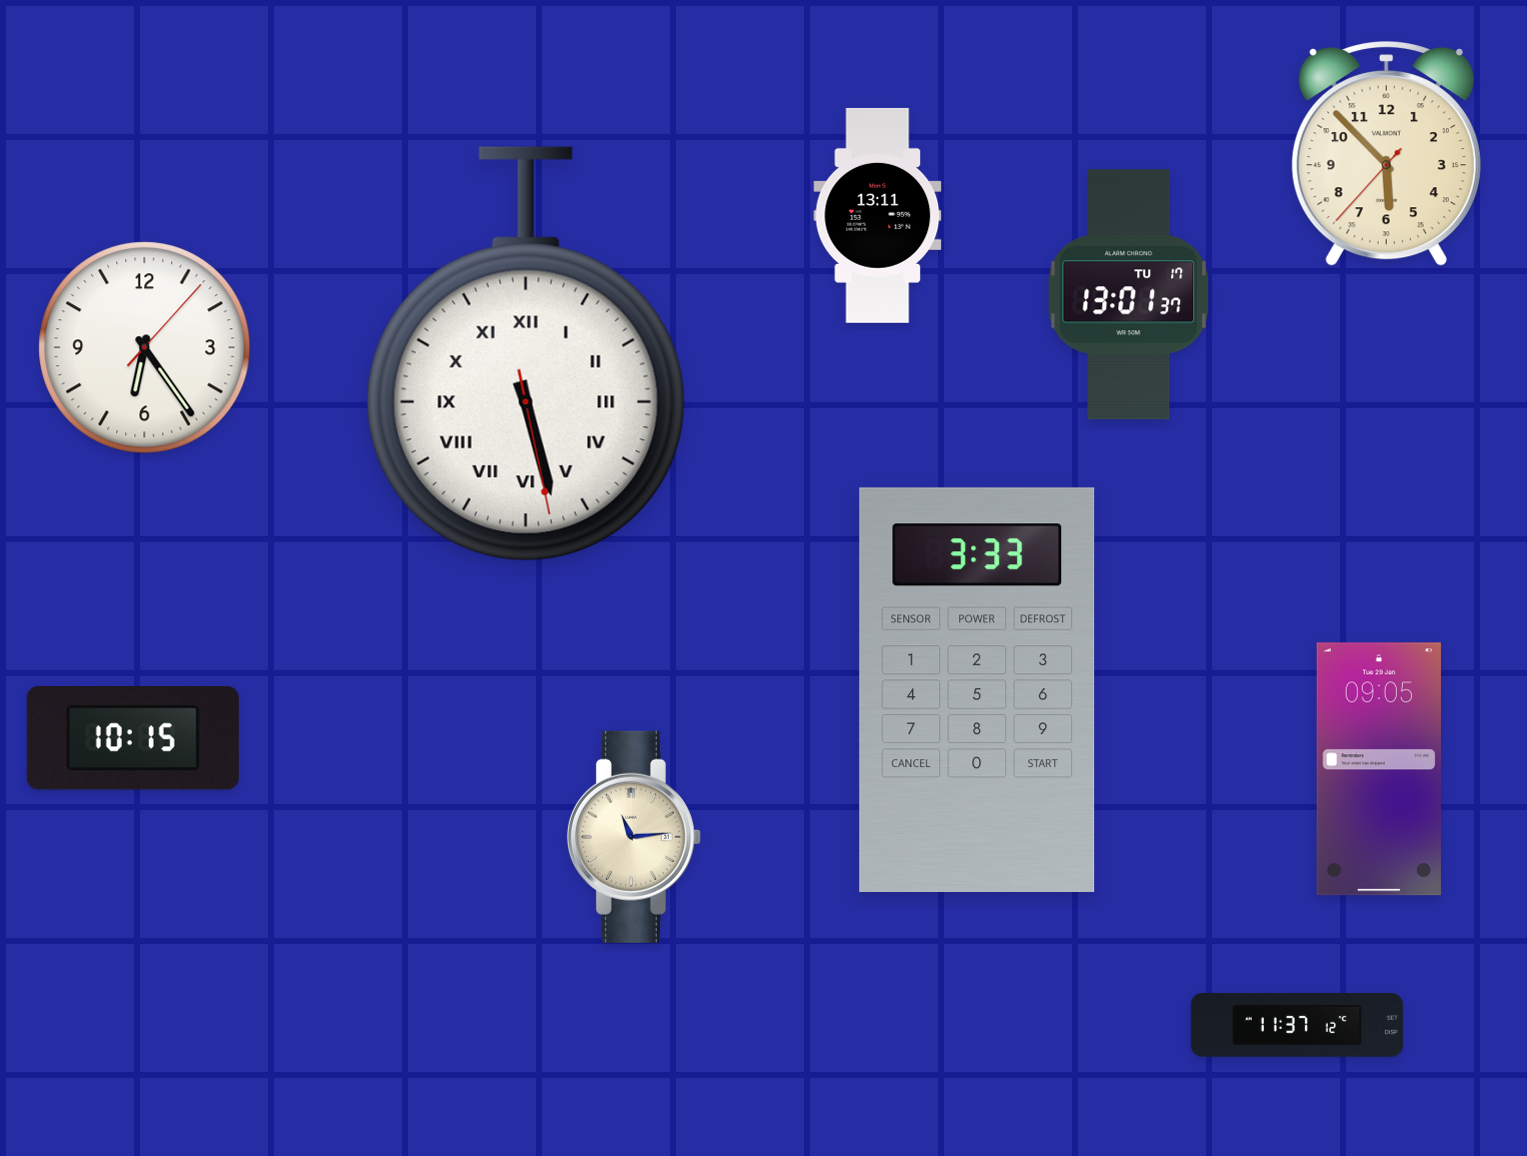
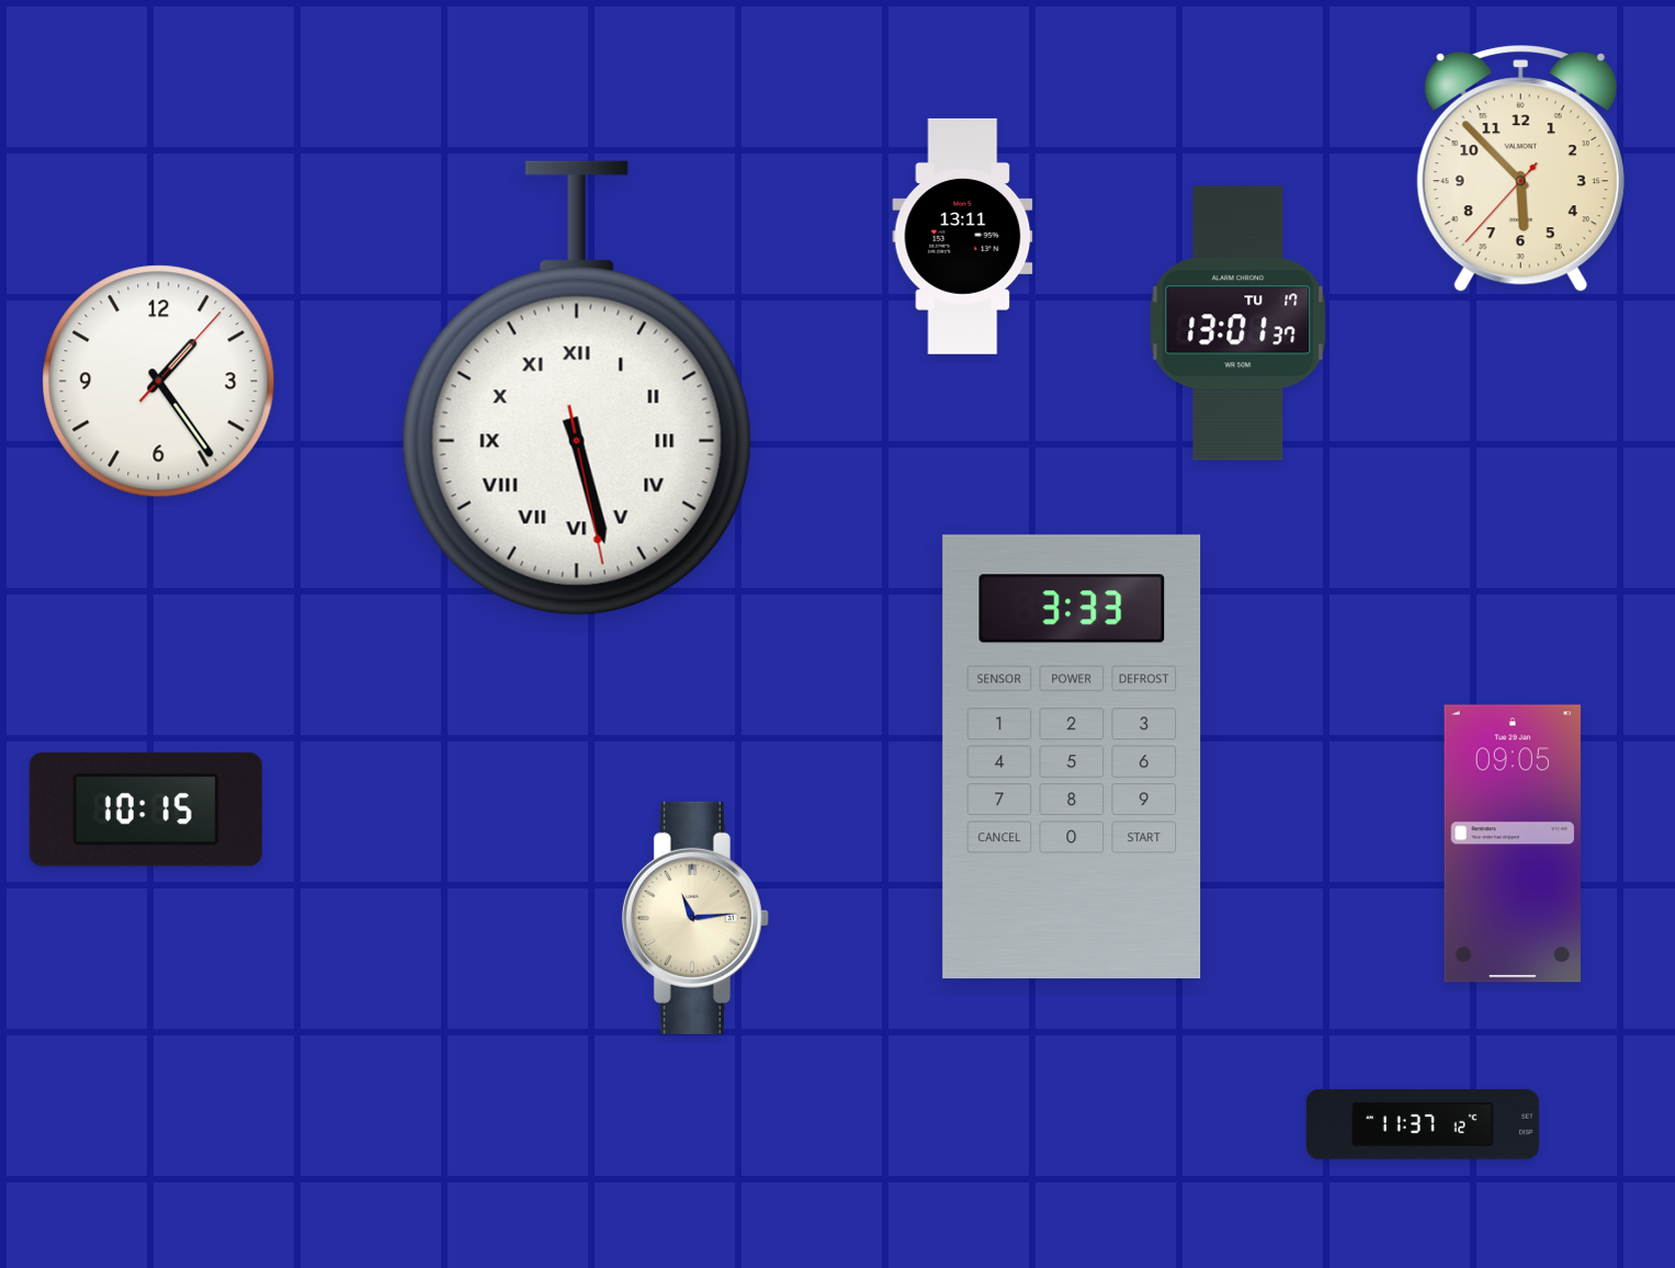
clock at (145, 348): 6:24 -> 1:24
